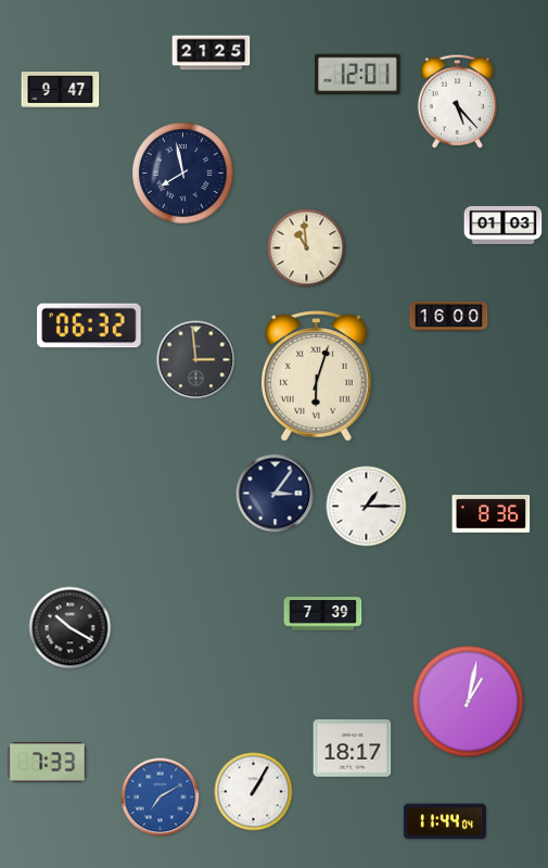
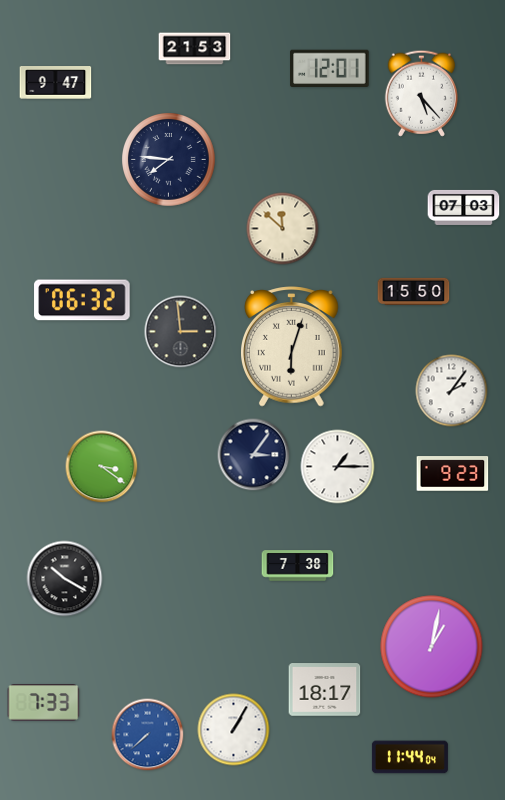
clock at (212, 53): 21:25 -> 21:53
clock at (183, 174): 7:58 -> 7:46
clock at (504, 225): 01:03 -> 07:03
clock at (307, 248): 10:59 -> 11:52
clock at (449, 316): 16:00 -> 15:50
clock at (452, 391): none -> 2:06
clock at (102, 467): none -> 3:21
clock at (492, 514): 8:36 -> 9:23
clock at (323, 614): 7:39 -> 7:38
clock at (161, 797): 7:10 -> 7:38
